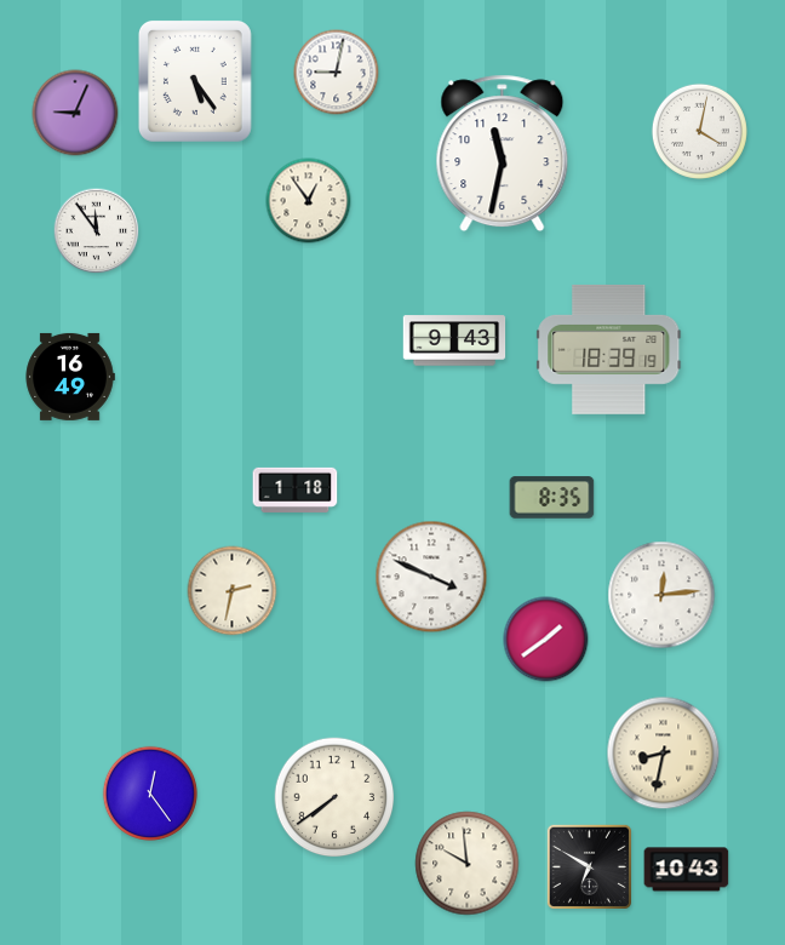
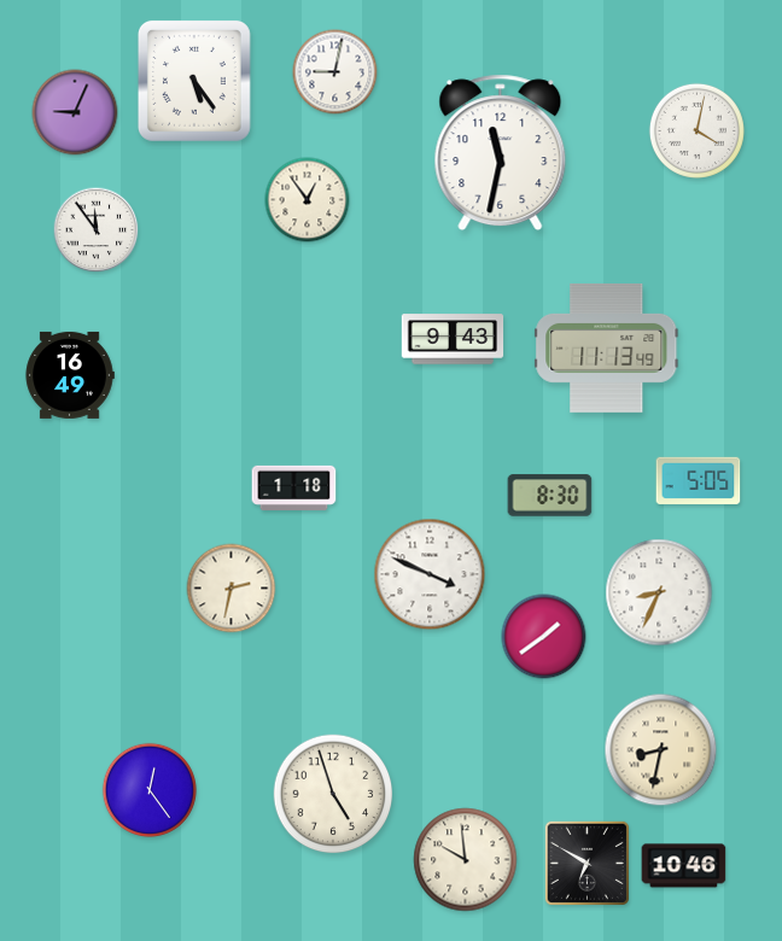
clock at (609, 349): 18:39 -> 11:13
clock at (699, 480): none -> 5:05
clock at (552, 498): 8:35 -> 8:30
clock at (661, 595): 12:14 -> 8:34
clock at (334, 797): 7:39 -> 4:57
clock at (687, 870): 10:43 -> 10:46
